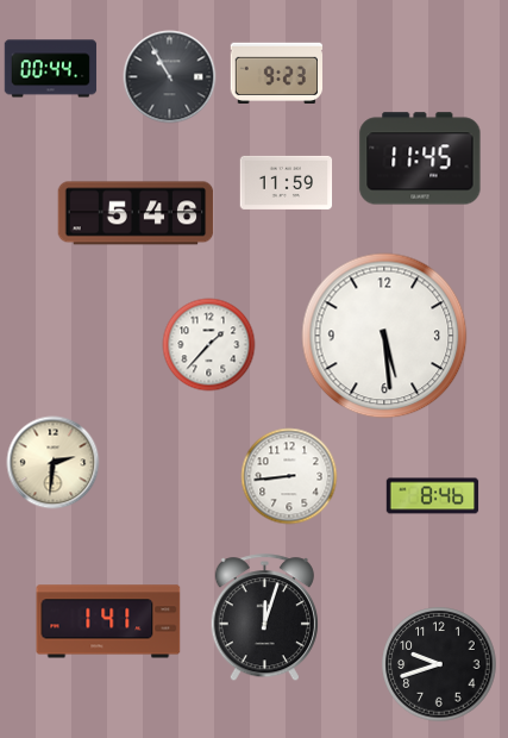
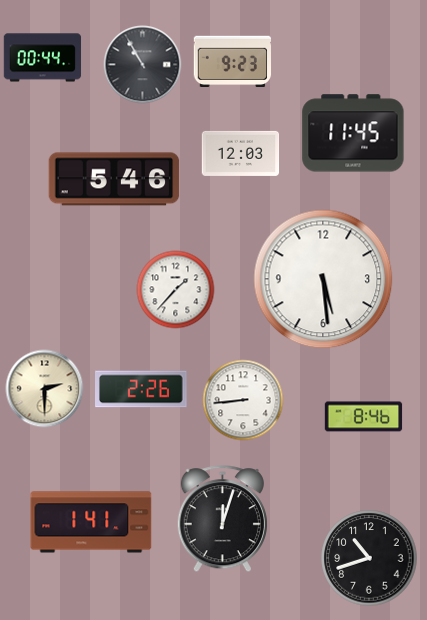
clock at (286, 182): 11:59 -> 12:03
clock at (384, 336) position: (384, 336) -> (323, 279)
clock at (52, 462): 2:31 -> 2:30
clock at (142, 389): none -> 2:26
clock at (439, 664): 9:42 -> 10:42
